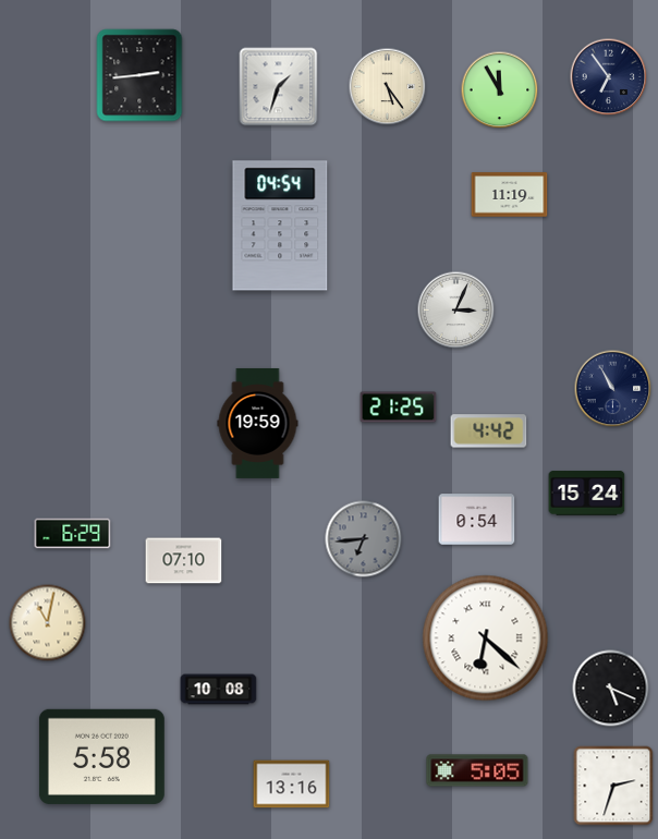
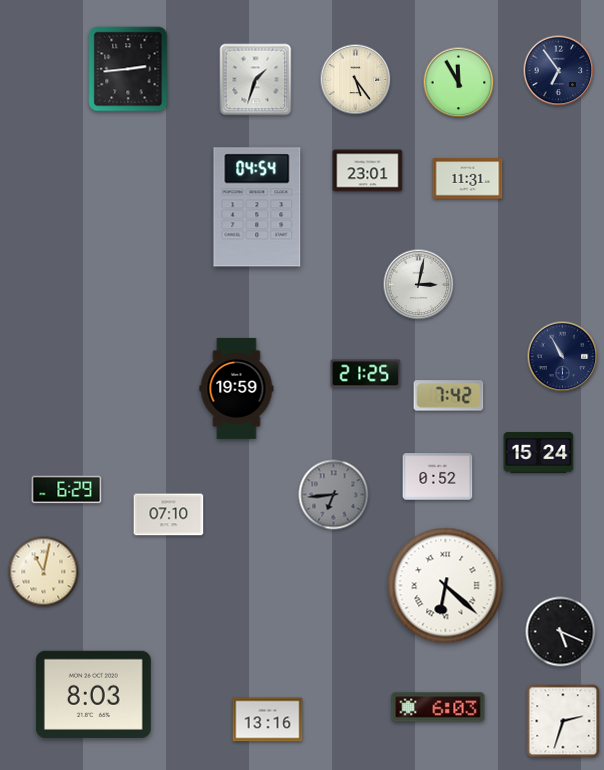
clock at (368, 171): none -> 23:01
clock at (510, 195): 11:19 -> 11:31
clock at (456, 311): 3:04 -> 3:02
clock at (489, 431): 4:42 -> 7:42
clock at (477, 520): 0:54 -> 0:52
clock at (219, 690): 10:08 -> none
clock at (101, 756): 5:58 -> 8:03
clock at (477, 770): 5:05 -> 6:03
